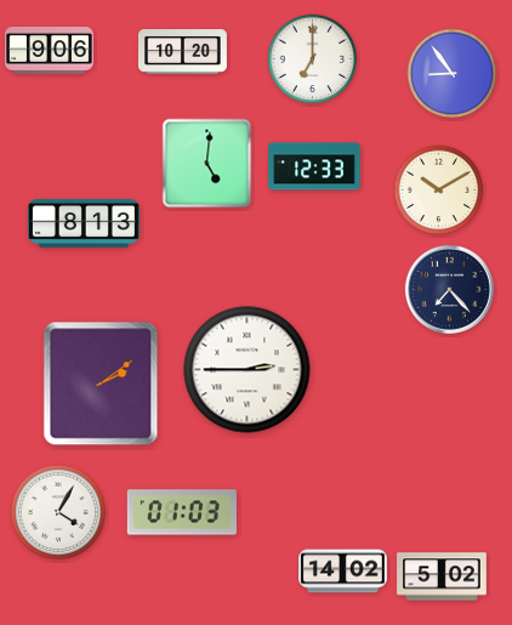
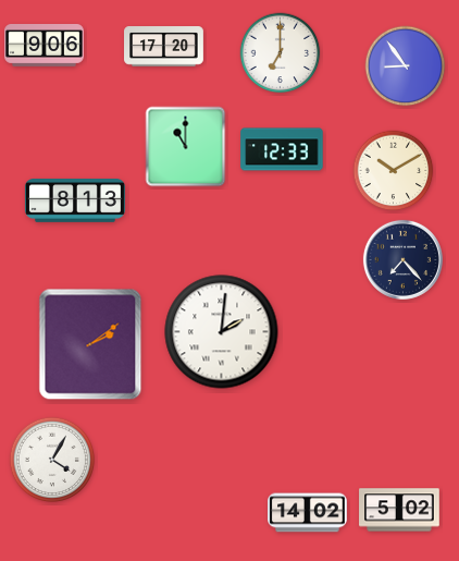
clock at (183, 52): 10:20 -> 17:20
clock at (207, 164): 5:01 -> 11:00
clock at (248, 370): 2:45 -> 2:01
clock at (182, 512): 01:03 -> none
clock at (442, 576) position: (442, 576) -> (399, 510)
